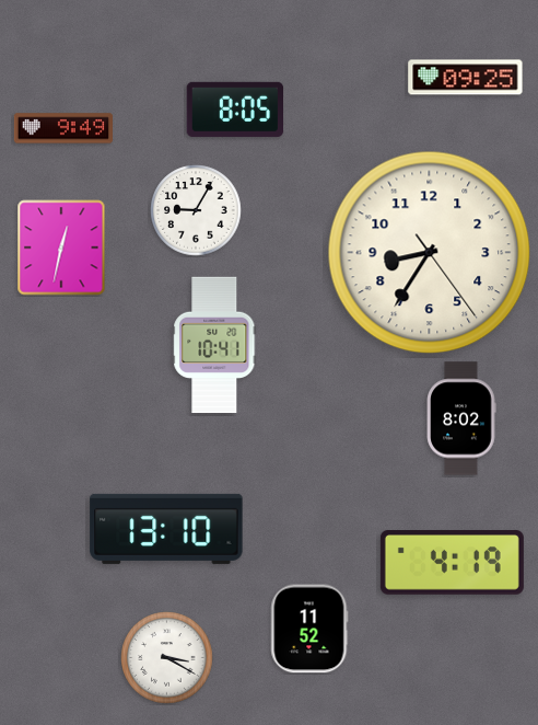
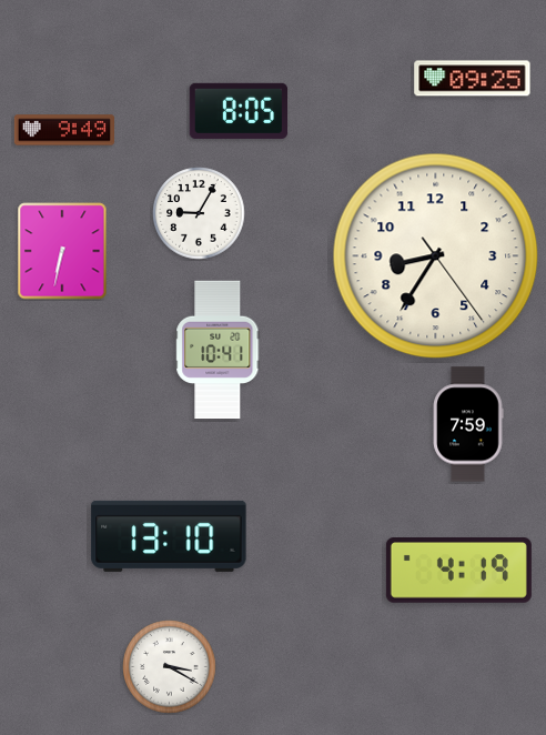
clock at (61, 248): 12:32 -> 6:32
clock at (461, 418): 8:02 -> 7:59
clock at (309, 629): 11:52 -> none
